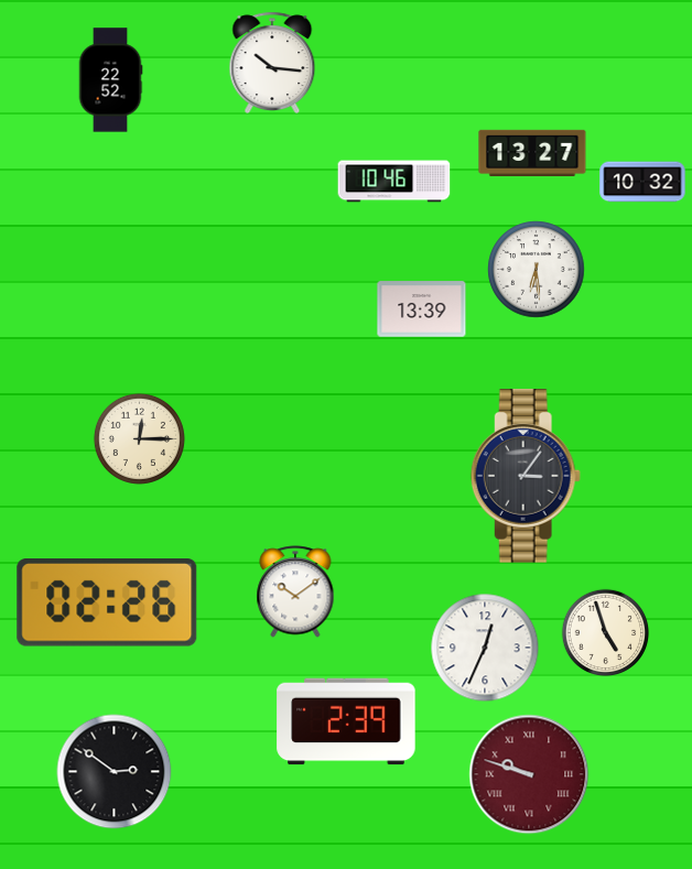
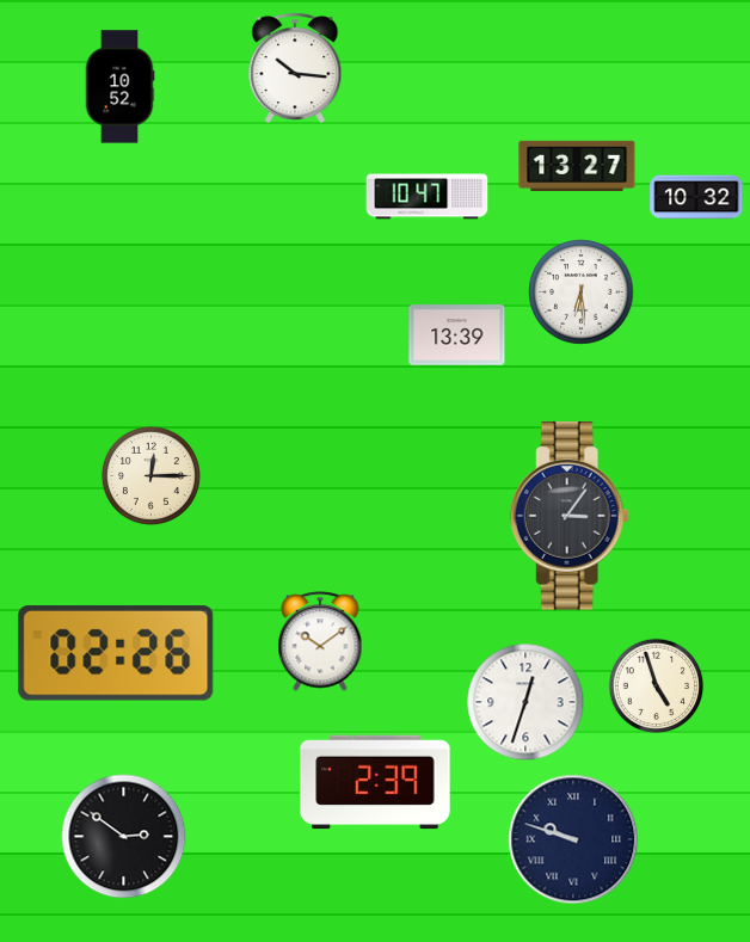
clock at (110, 80): 22:52 -> 10:52
clock at (394, 182): 10:46 -> 10:47
clock at (485, 648): 12:34 -> 12:33
clock at (529, 774) dial: burgundy -> navy
